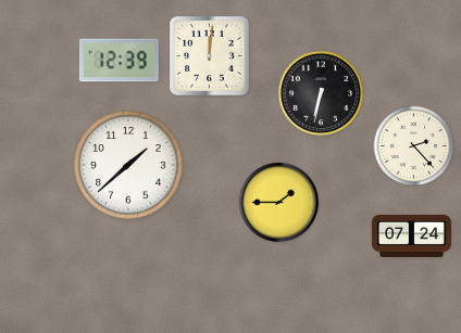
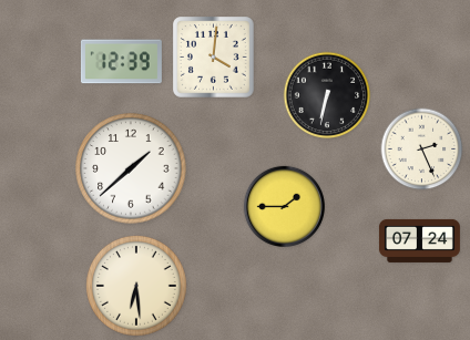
clock at (210, 56): 12:01 -> 4:01
clock at (414, 146): 2:23 -> 2:26
clock at (136, 286): none -> 6:29
